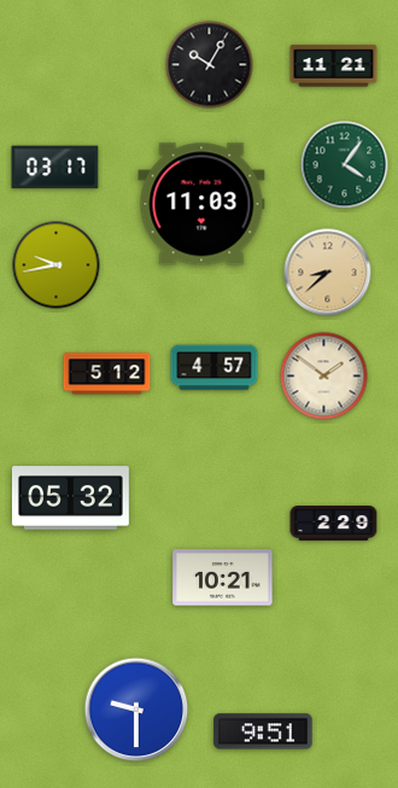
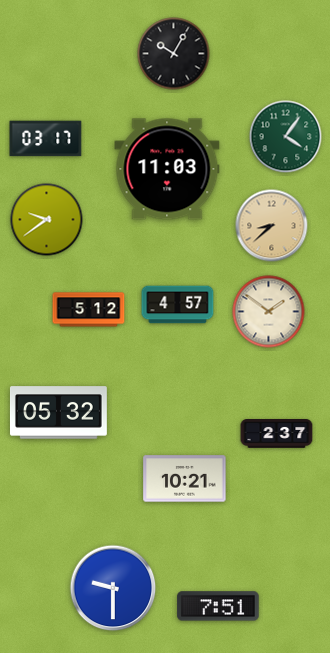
clock at (334, 66): 11:21 -> none
clock at (57, 265): 9:43 -> 9:39
clock at (334, 524): 2:29 -> 2:37
clock at (263, 731): 9:51 -> 7:51
